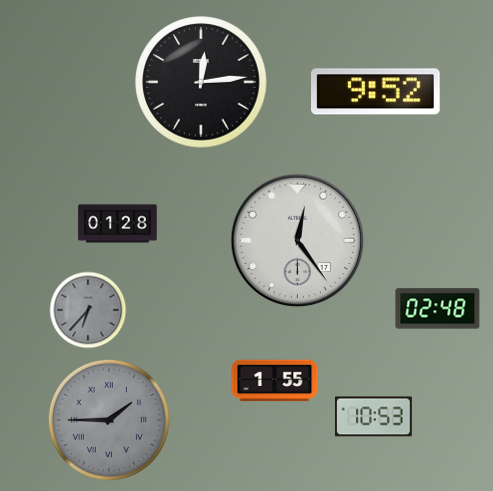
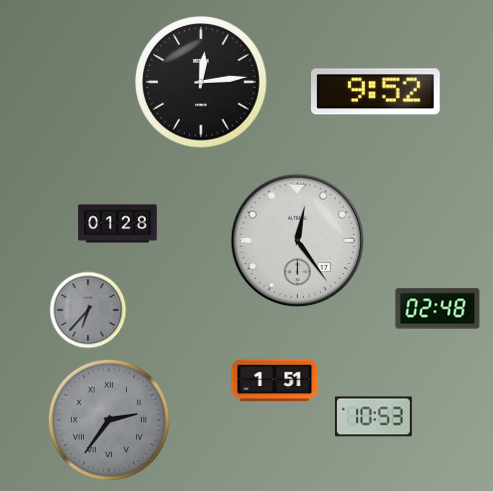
clock at (275, 381): 1:55 -> 1:51
clock at (109, 420): 1:45 -> 2:36
